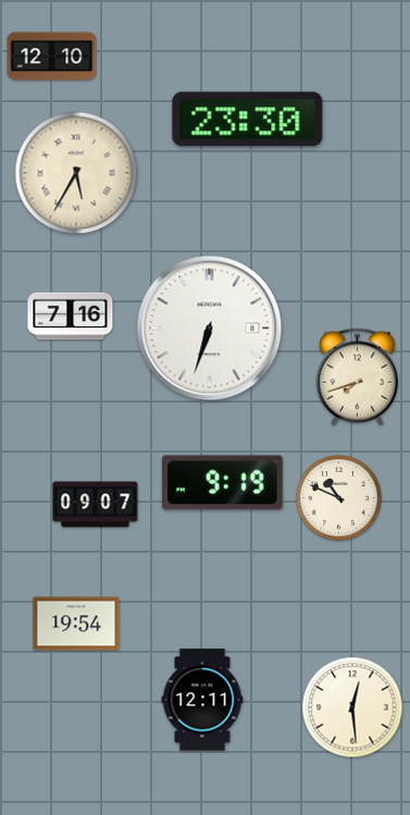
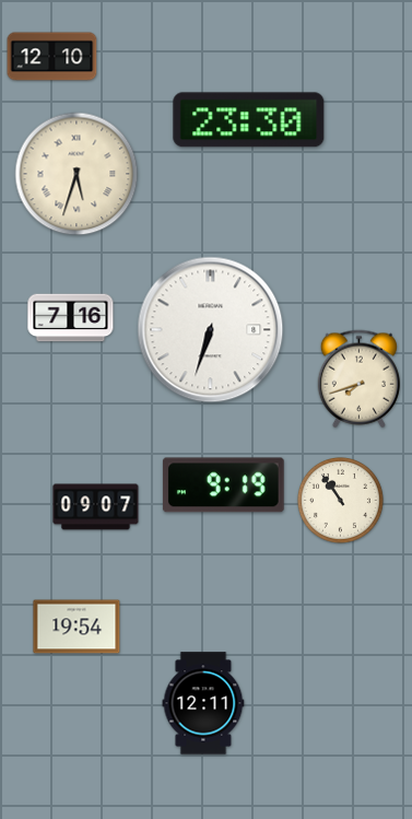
clock at (76, 173): 5:35 -> 5:33
clock at (338, 497): 10:49 -> 10:54
clock at (352, 707): 12:29 -> none
